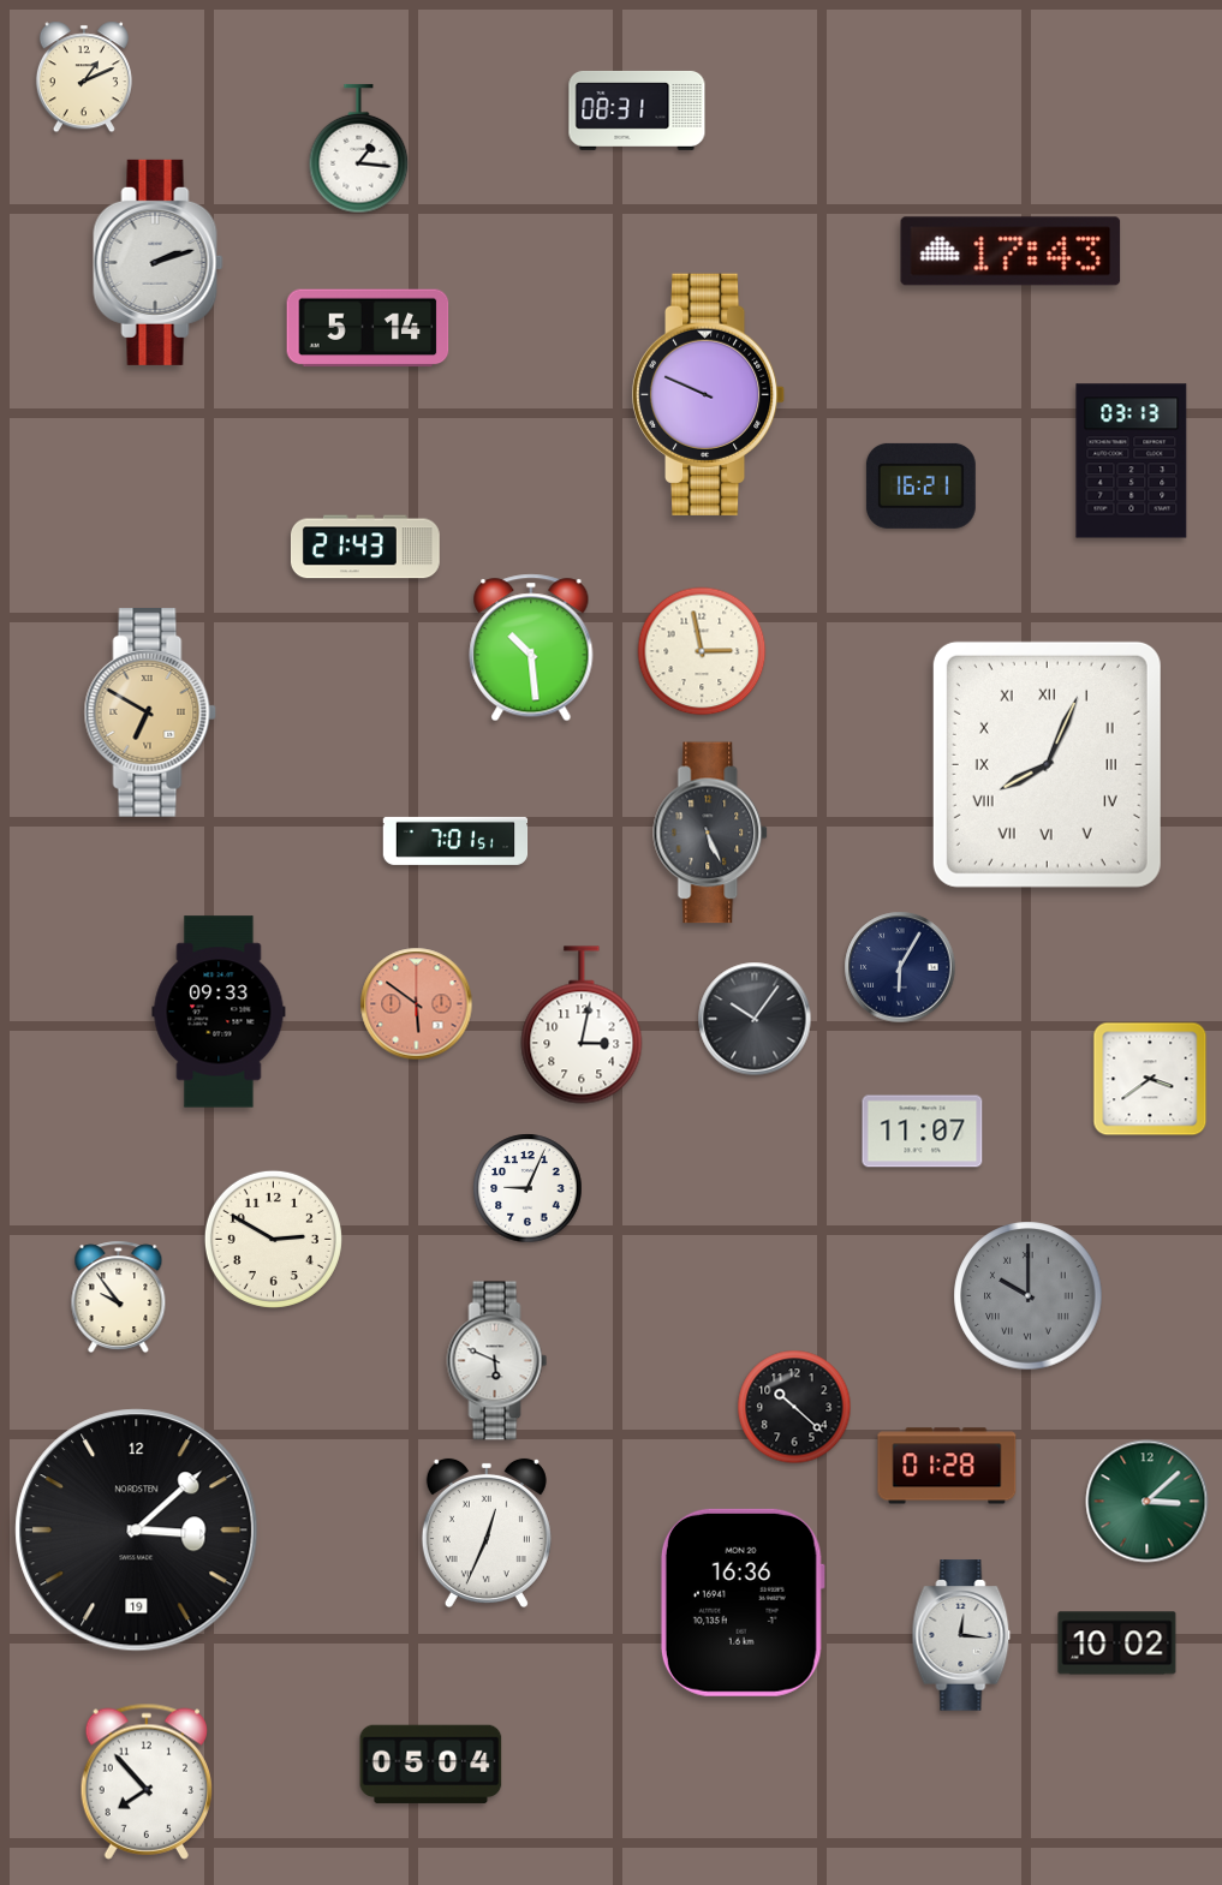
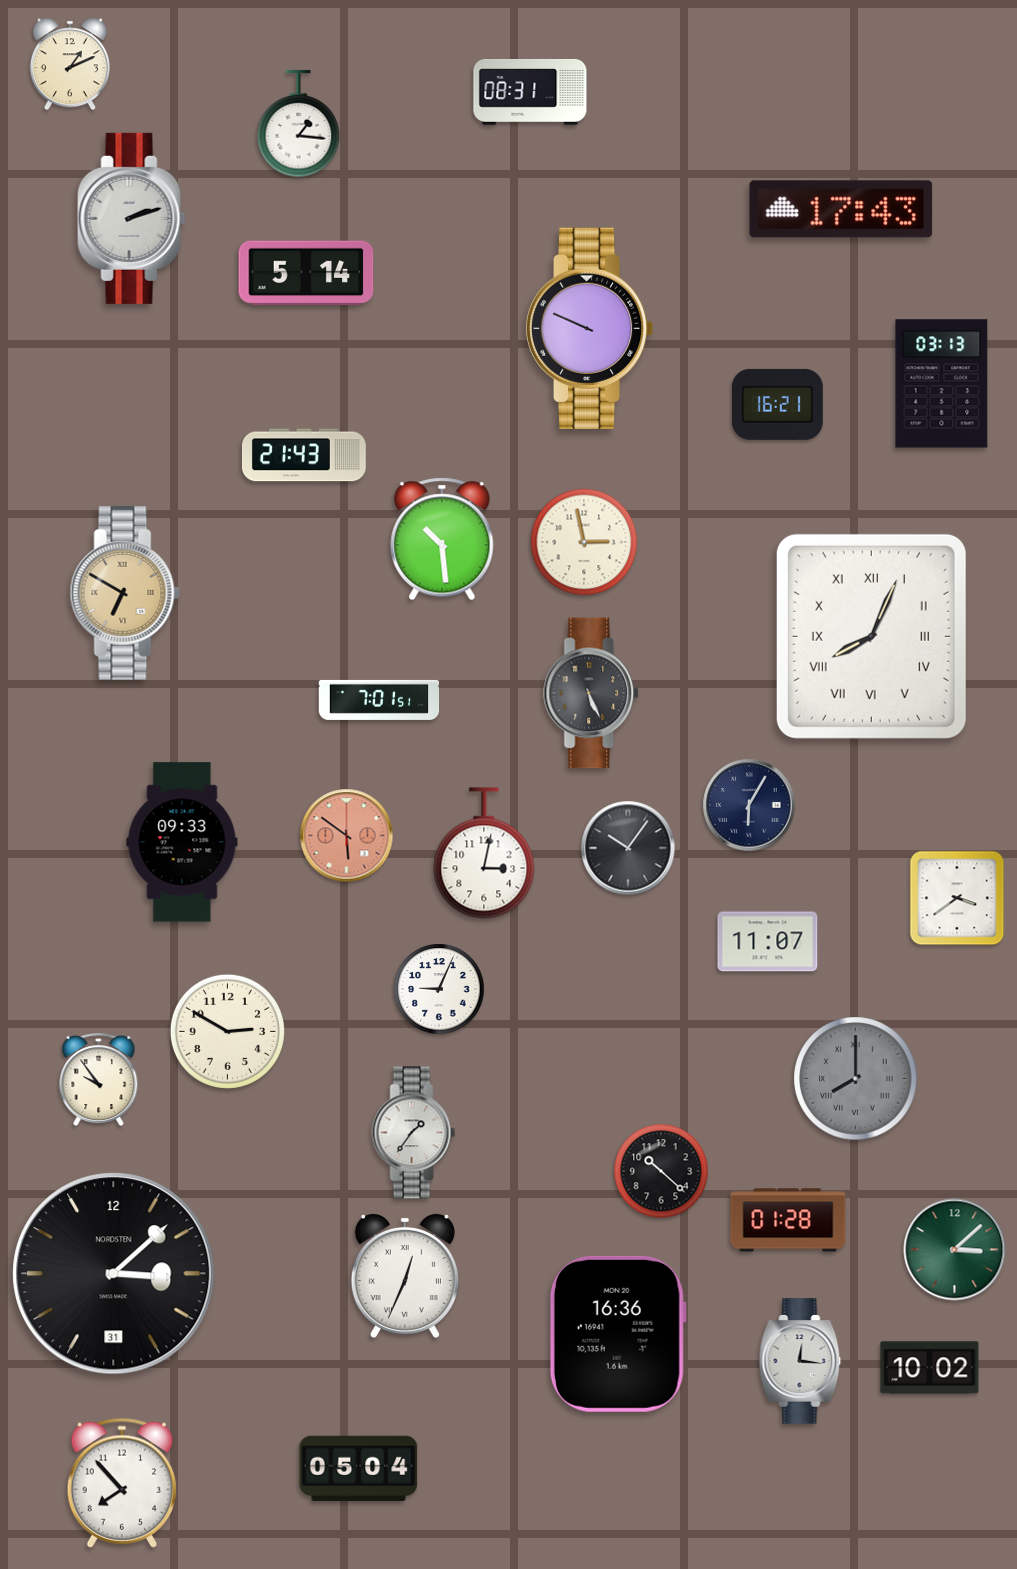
clock at (920, 485) position: (920, 485) -> (777, 404)
clock at (1029, 1296): 10:00 -> 8:00
clock at (497, 1361): 5:49 -> 1:36
clock at (137, 1531) date: 19 -> 31
